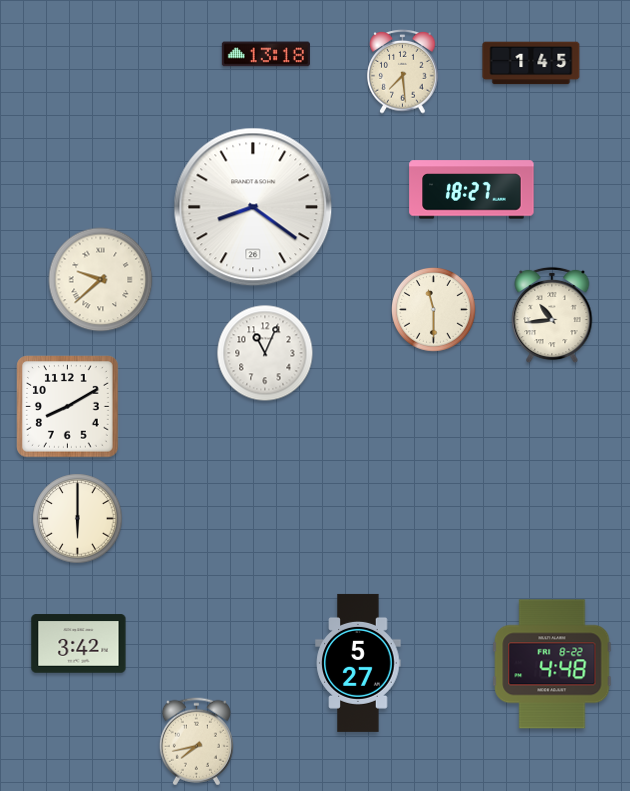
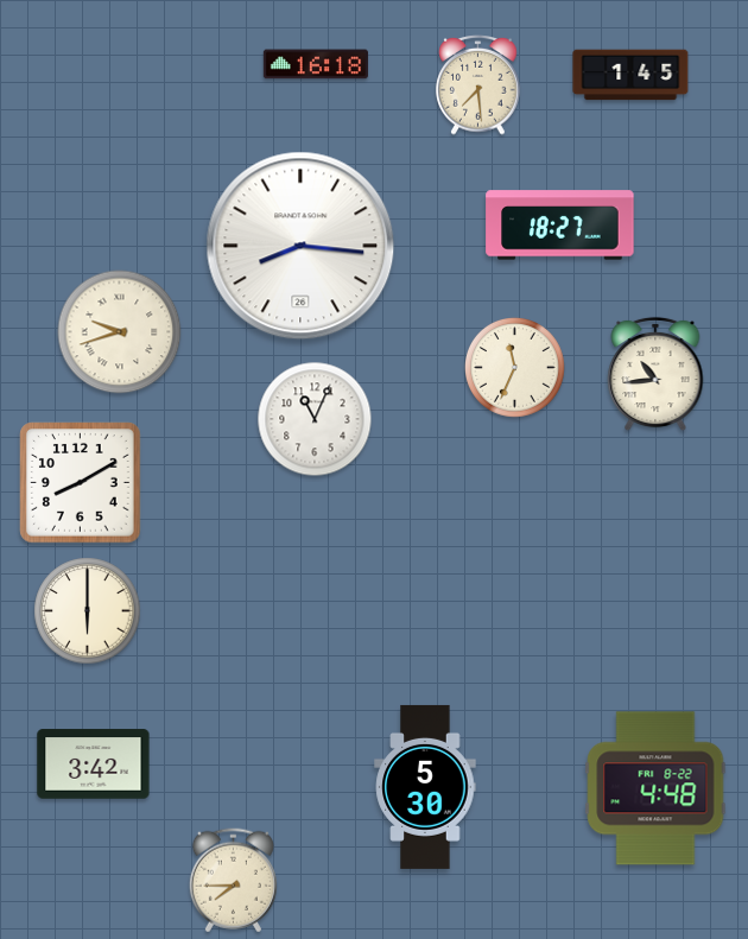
clock at (266, 54): 13:18 -> 16:18
clock at (253, 207): 8:21 -> 8:16
clock at (101, 280): 9:38 -> 9:42
clock at (434, 310): 11:30 -> 11:34
clock at (78, 519) position: (78, 519) -> (88, 611)
clock at (358, 663): 5:27 -> 5:30
clock at (196, 742): 7:43 -> 7:45
